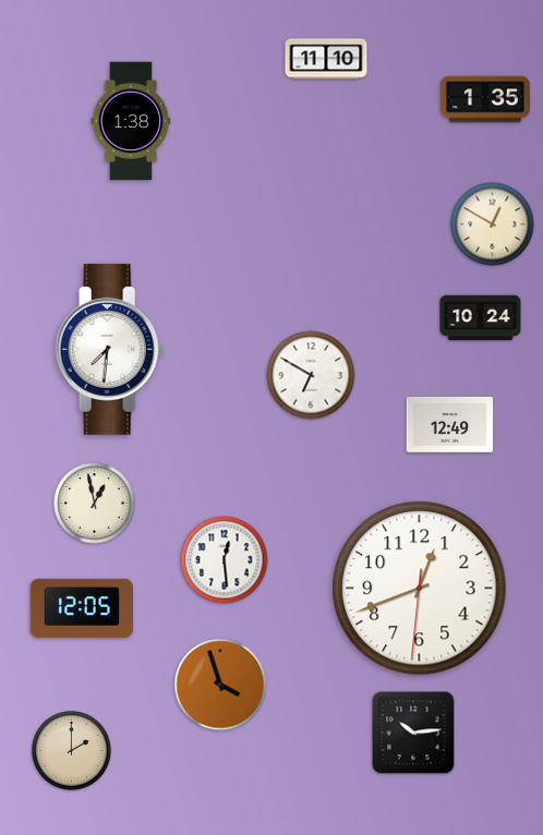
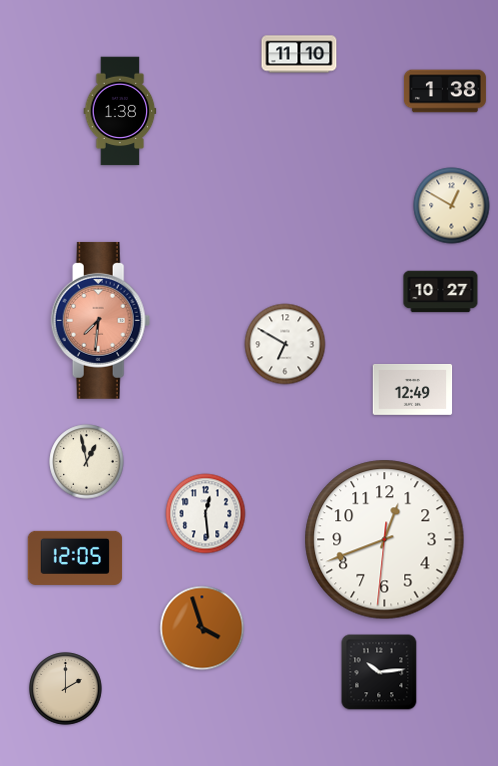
clock at (485, 99): 1:35 -> 1:38
clock at (481, 318): 10:24 -> 10:27
clock at (110, 349) dial: white -> salmon
